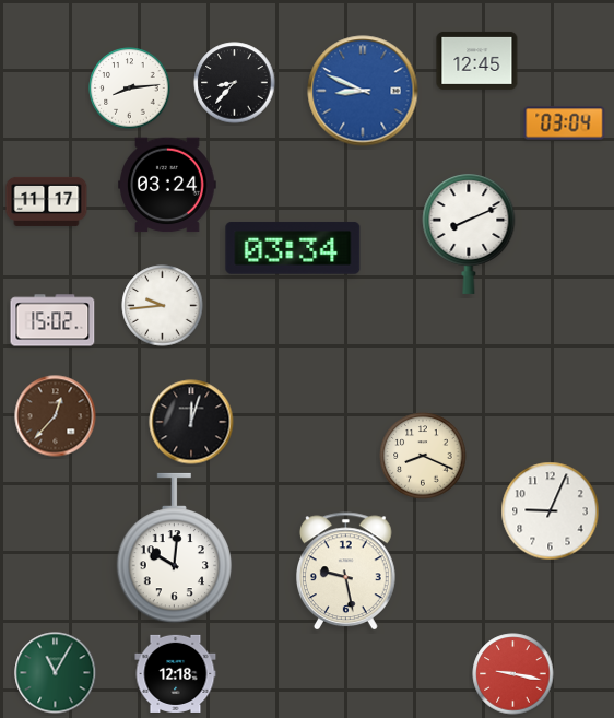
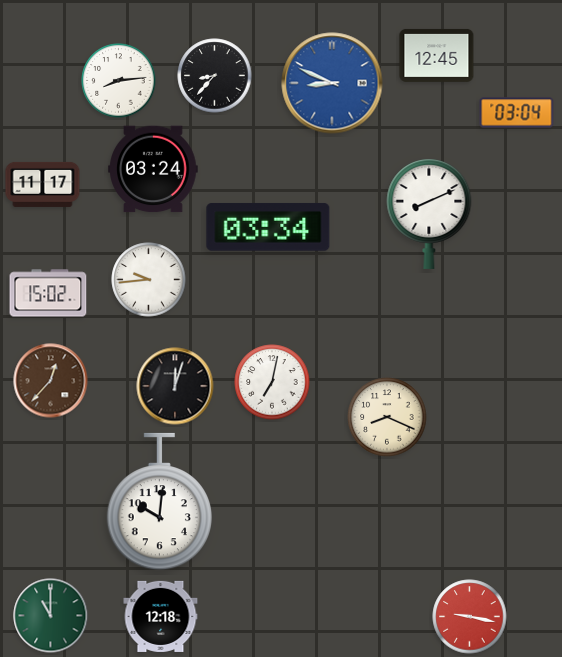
clock at (272, 382): none -> 7:02
clock at (551, 511): 9:04 -> none
clock at (346, 572): 9:28 -> none
clock at (56, 673): 11:05 -> 11:00
